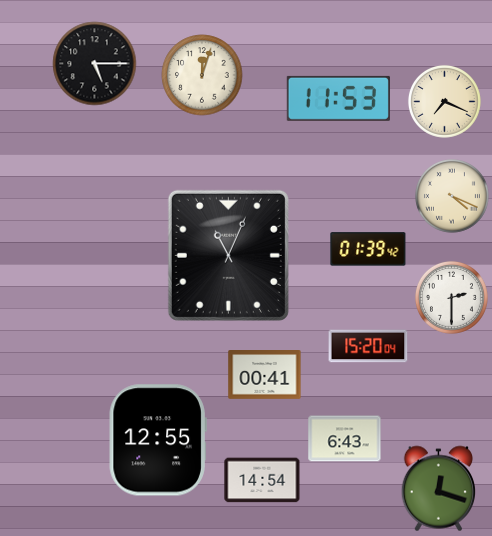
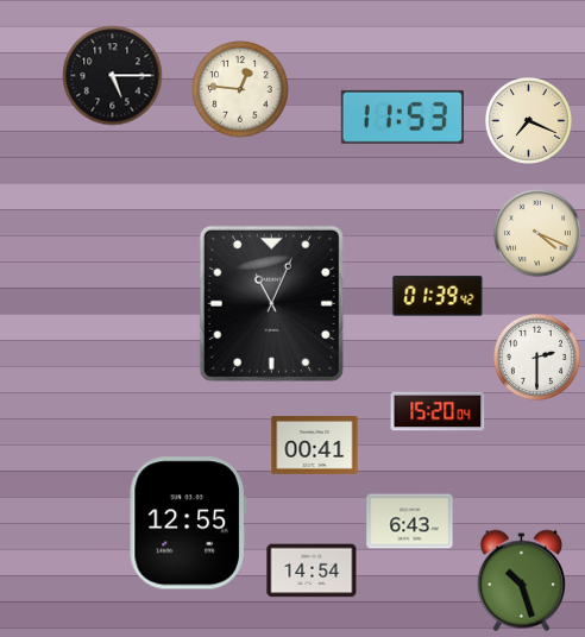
clock at (202, 75): 12:03 -> 12:46
clock at (451, 297) position: (451, 297) -> (536, 357)
clock at (439, 489): 12:18 -> 10:27
